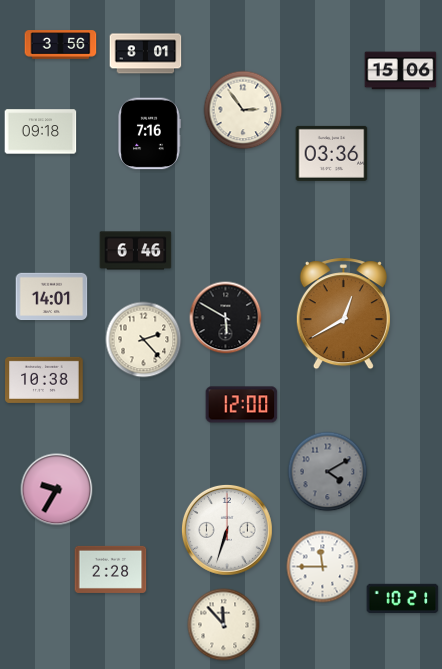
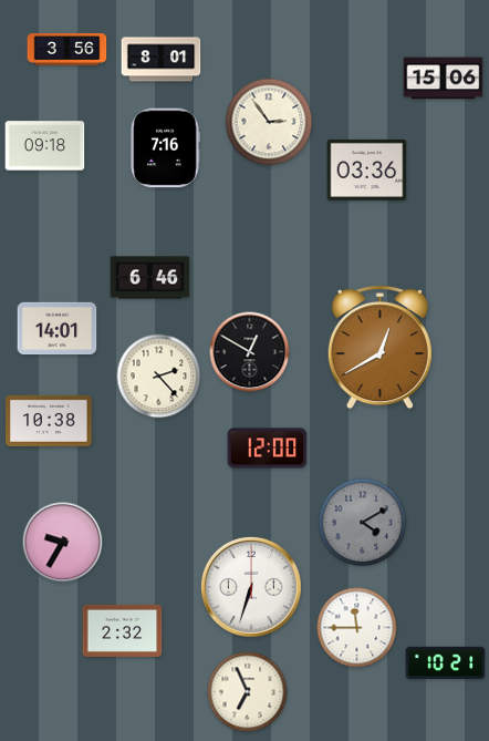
clock at (226, 318): 5:50 -> 12:50
clock at (111, 569): 2:28 -> 2:32
clock at (224, 625): 11:53 -> 6:56
